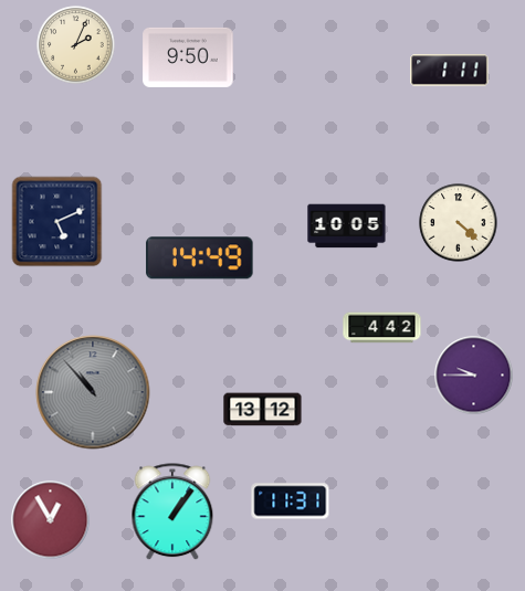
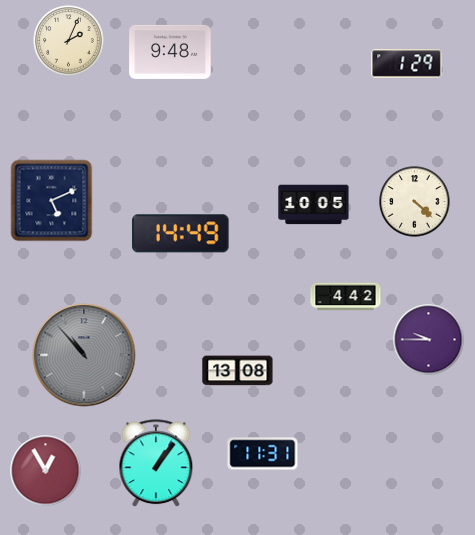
clock at (188, 57): 9:50 -> 9:48
clock at (450, 71): 1:11 -> 1:29
clock at (263, 410): 13:12 -> 13:08
